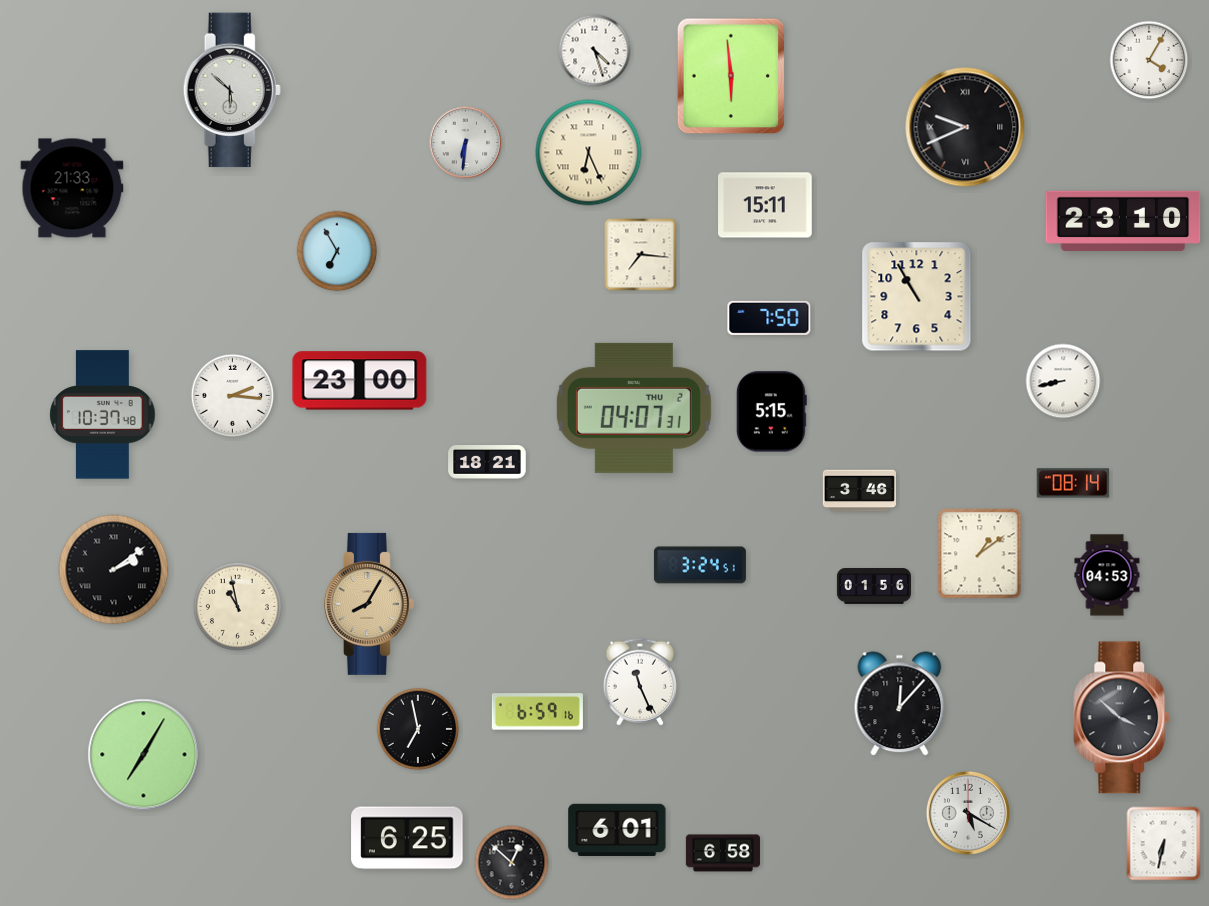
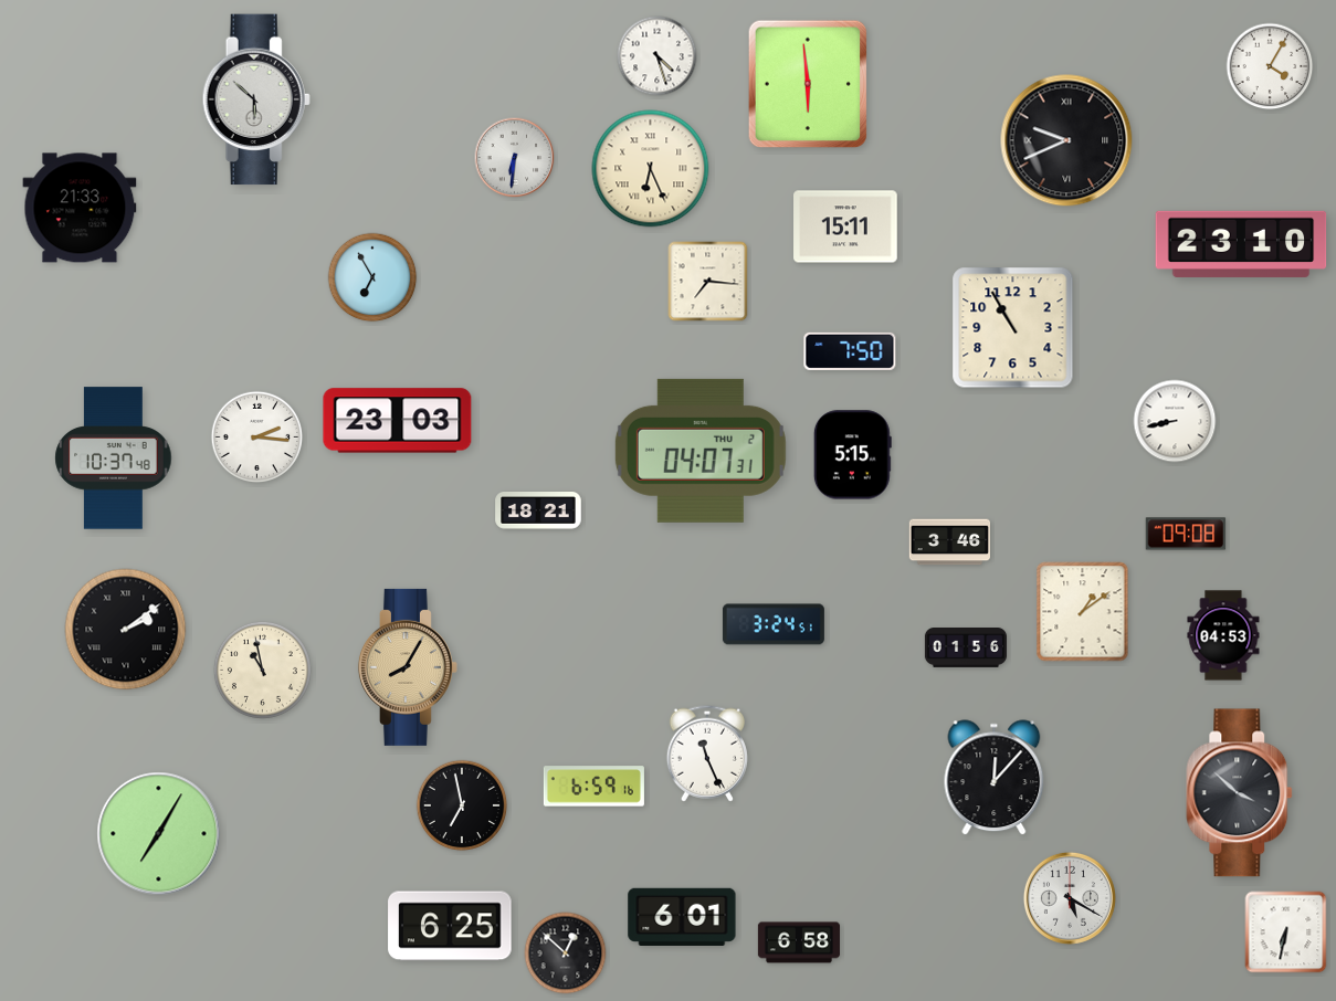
clock at (360, 381): 23:00 -> 23:03
clock at (1073, 483): 08:14 -> 09:08
